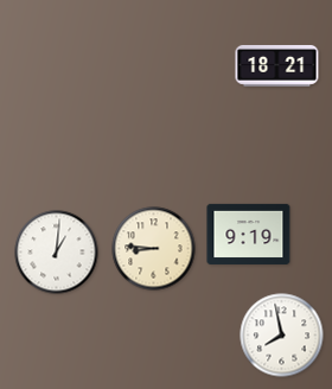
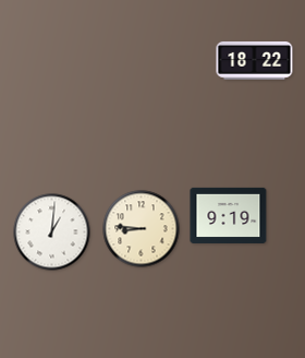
clock at (277, 66): 18:21 -> 18:22
clock at (282, 336): 7:58 -> none
